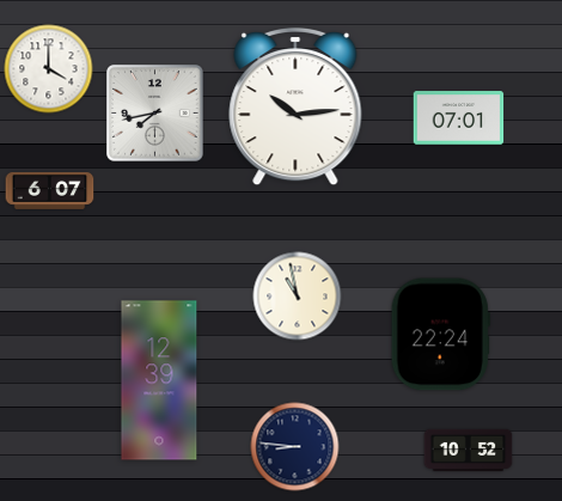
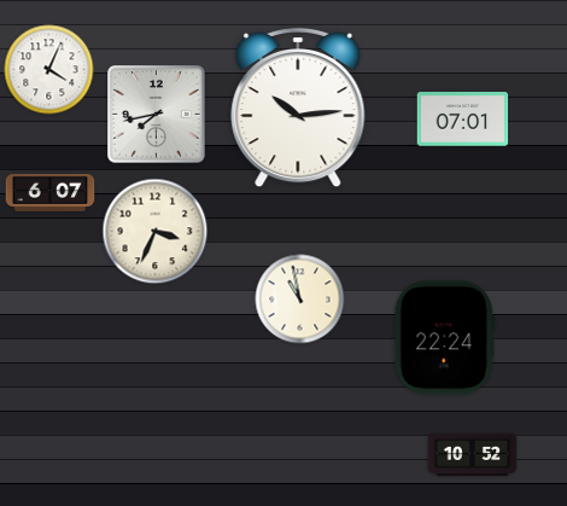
clock at (49, 69): 4:00 -> 4:04
clock at (156, 232): none -> 3:34
clock at (159, 380): 12:39 -> none
clock at (295, 447): 8:46 -> none
